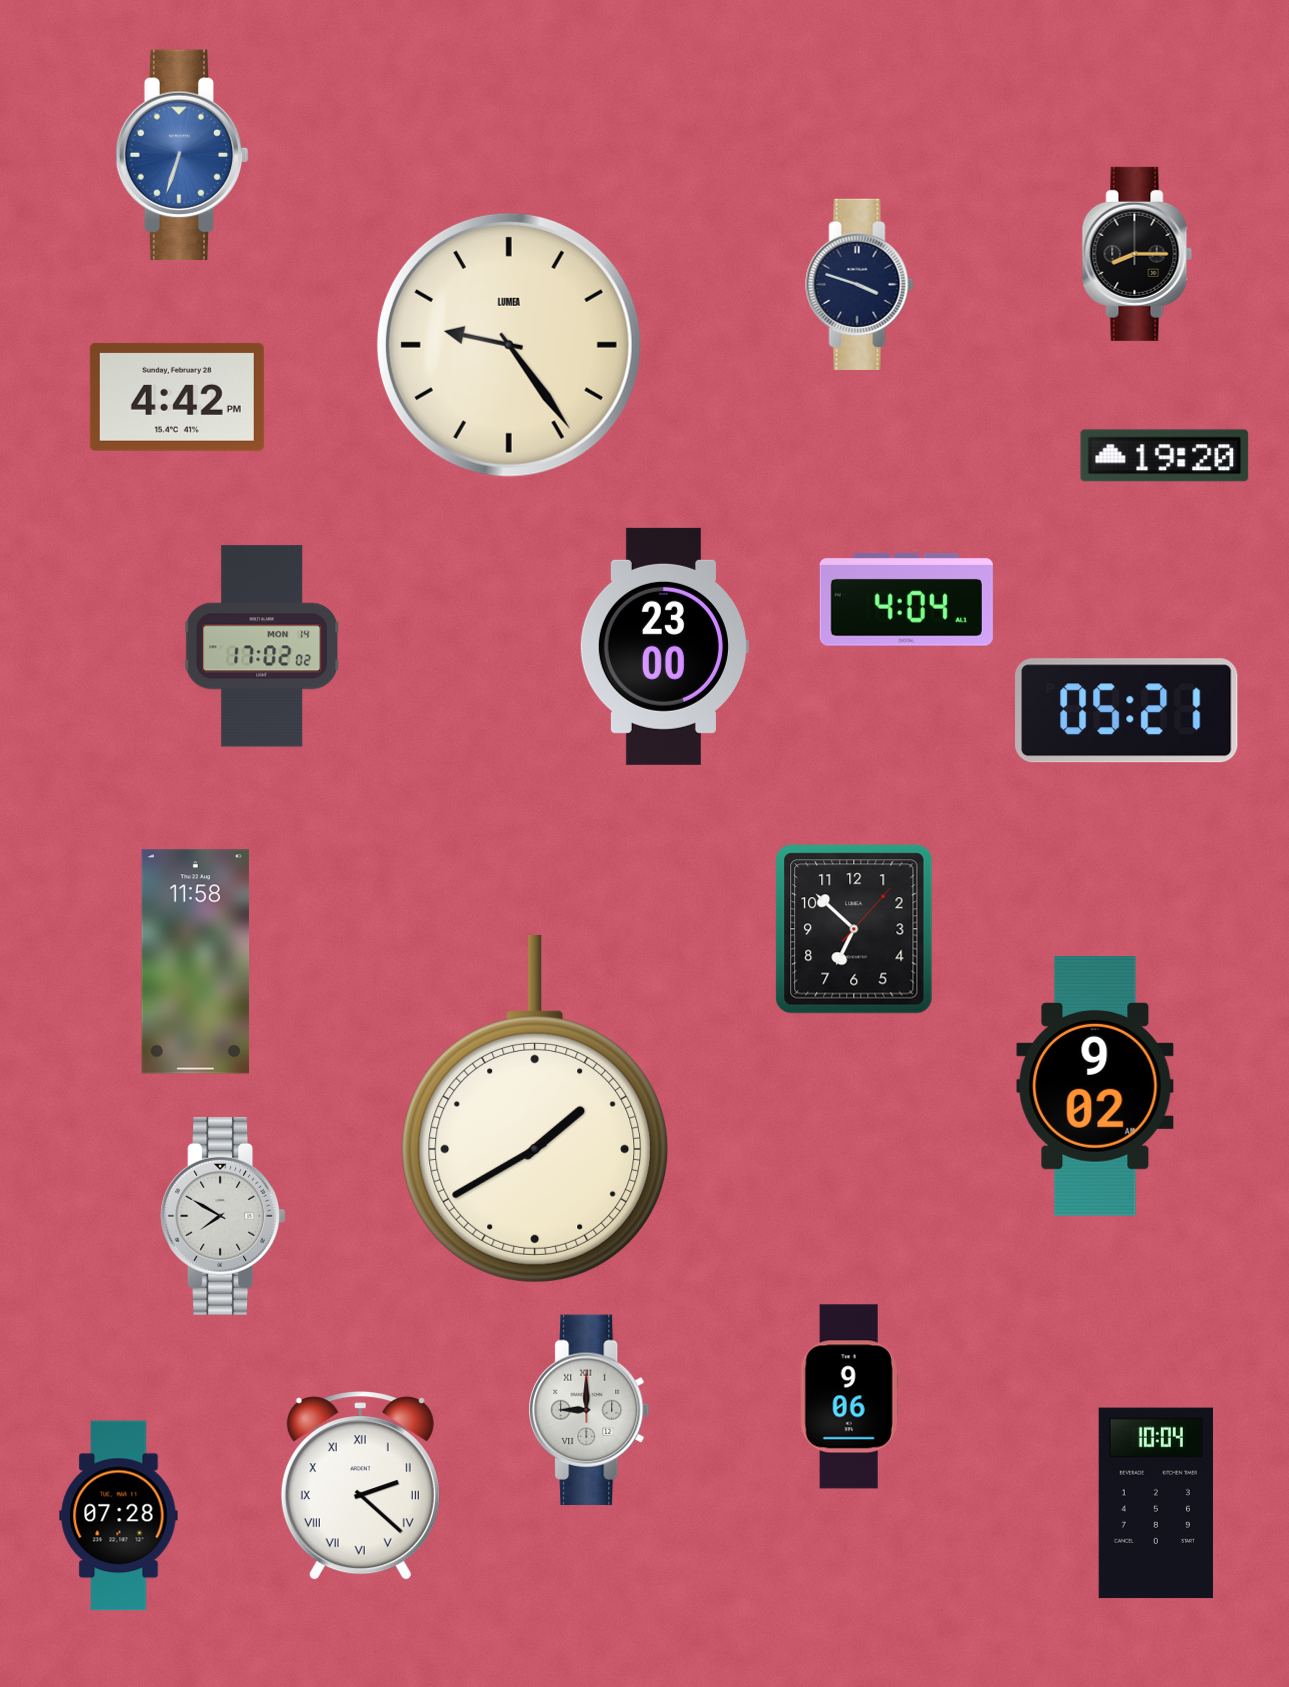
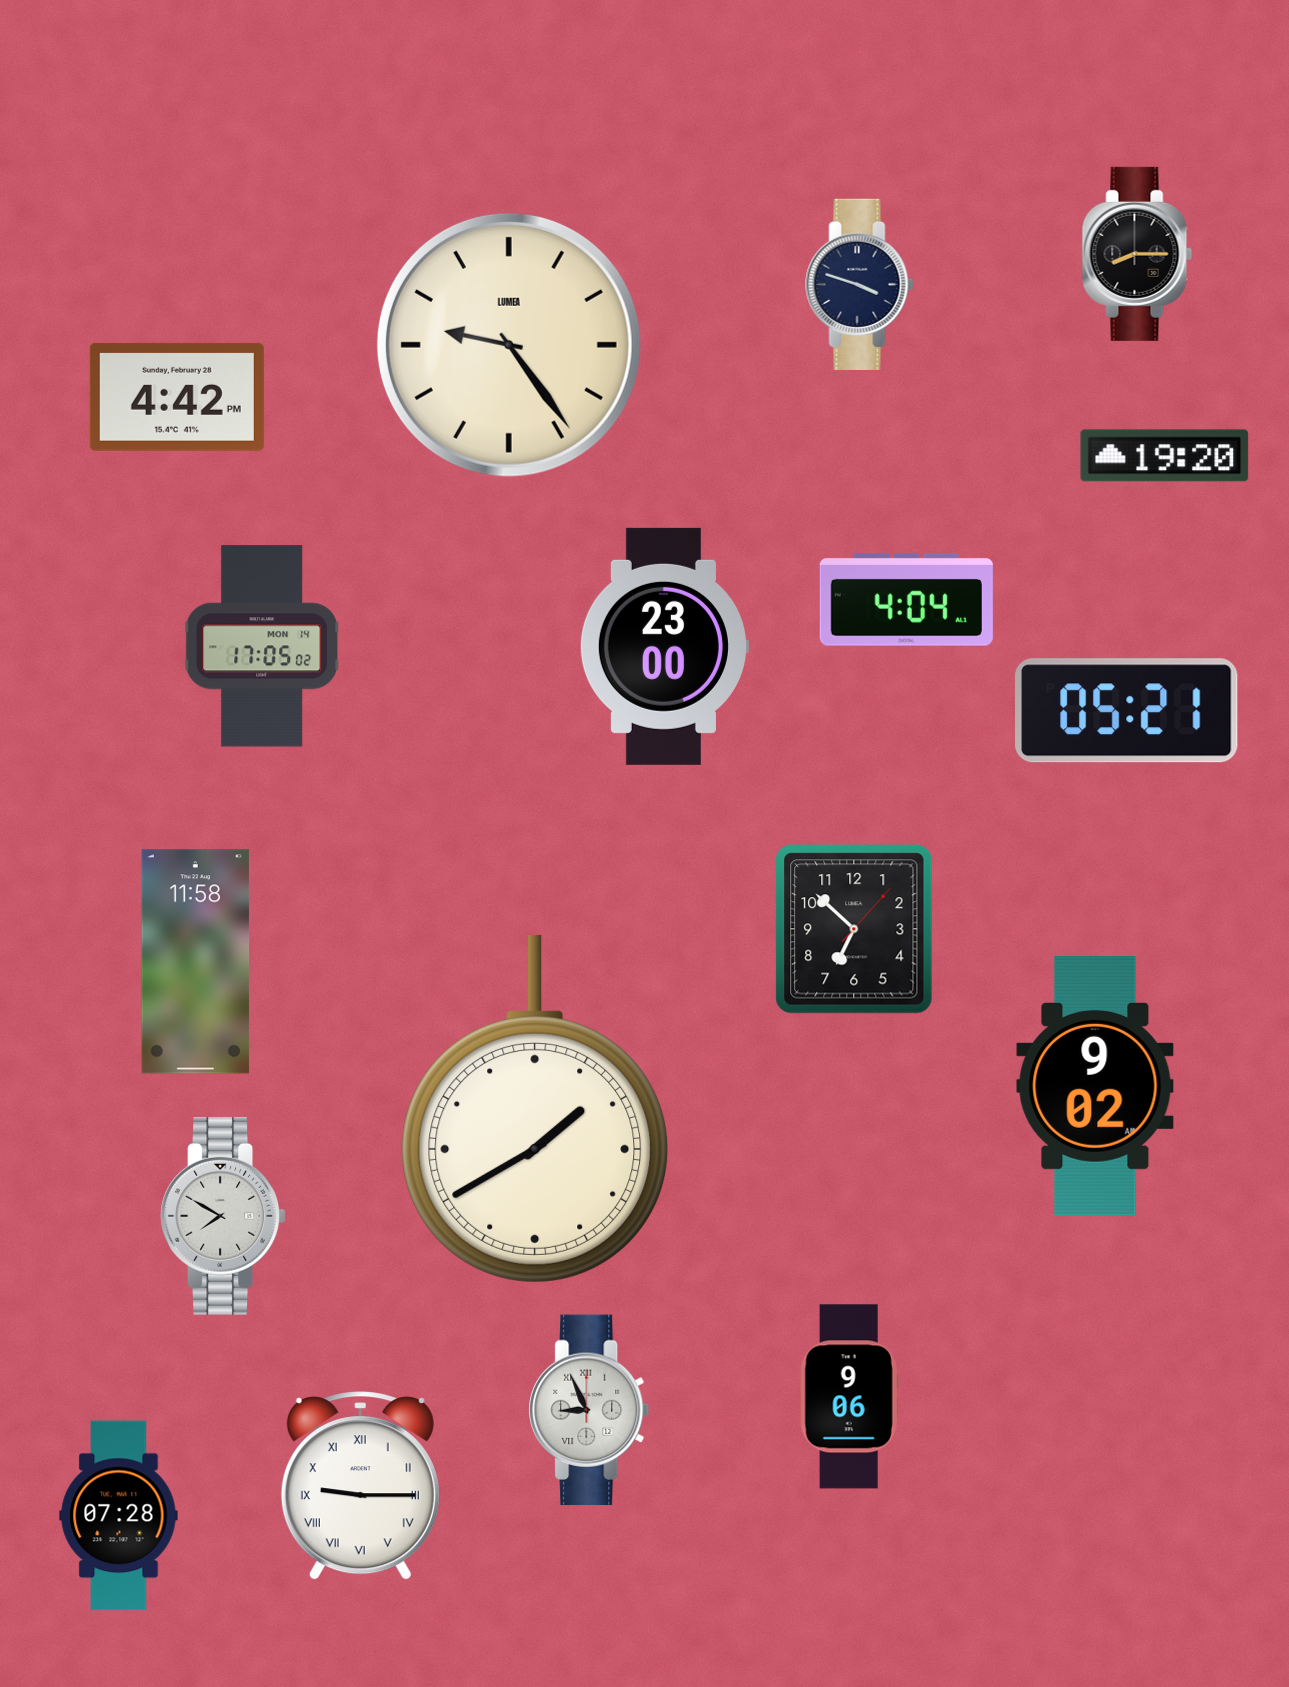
clock at (182, 155): 6:33 -> none
clock at (262, 646): 17:02 -> 17:05
clock at (589, 1410): 9:00 -> 8:56
clock at (360, 1486): 2:22 -> 9:15
clock at (1156, 1503): 10:04 -> none
